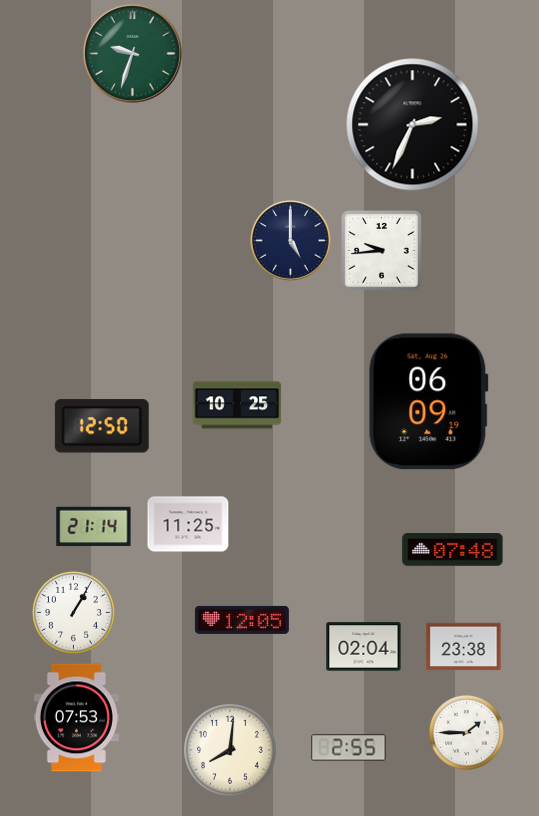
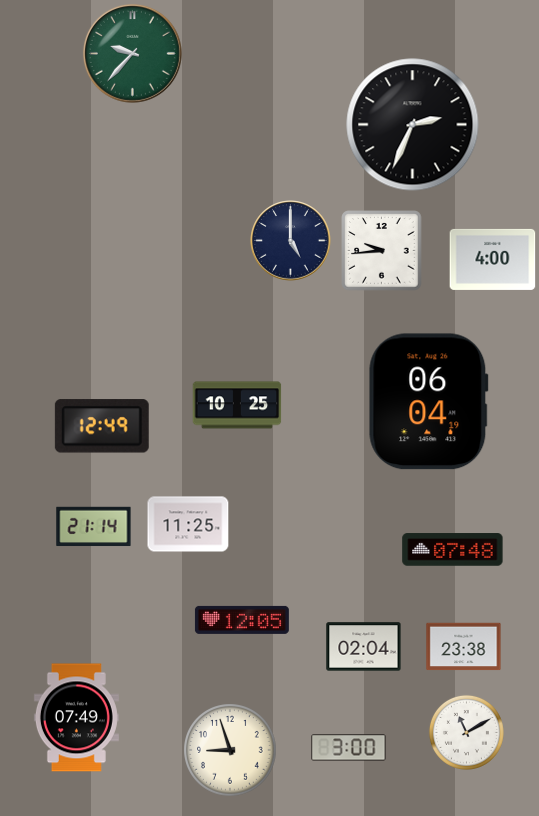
clock at (132, 53): 9:33 -> 9:37
clock at (493, 259): none -> 4:00
clock at (428, 402): 06:09 -> 06:04
clock at (102, 426): 12:50 -> 12:49
clock at (73, 612): 1:05 -> none
clock at (76, 718): 07:53 -> 07:49
clock at (466, 732): 1:45 -> 11:10
clock at (349, 748): 2:55 -> 3:00
clock at (230, 750): 8:01 -> 8:57
